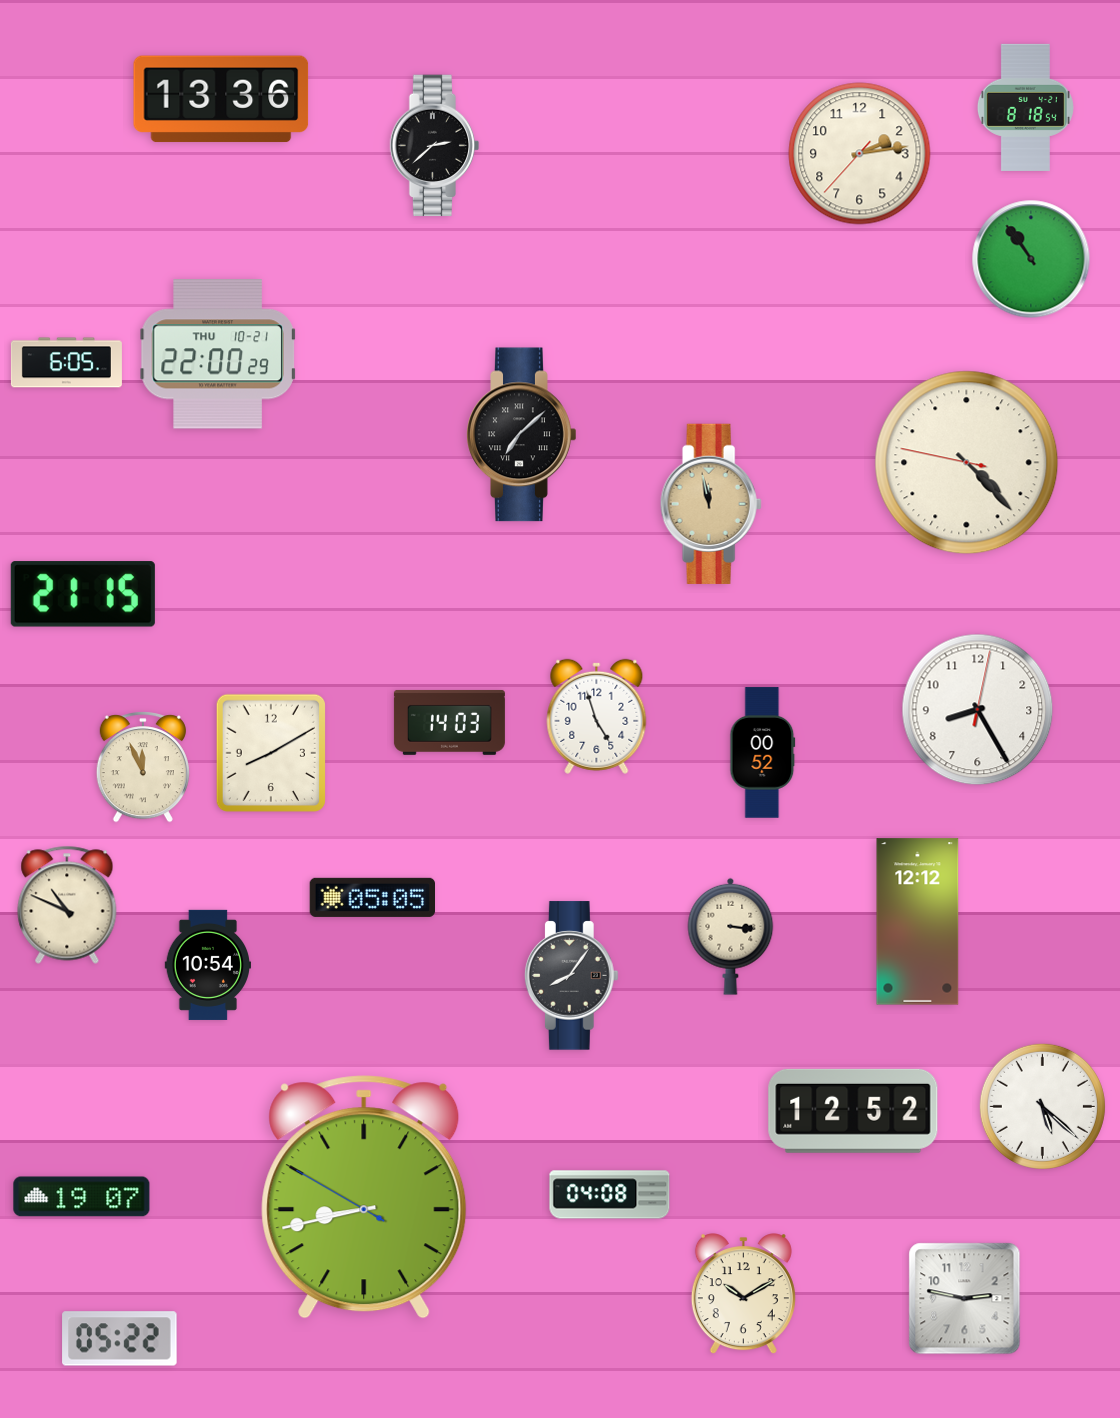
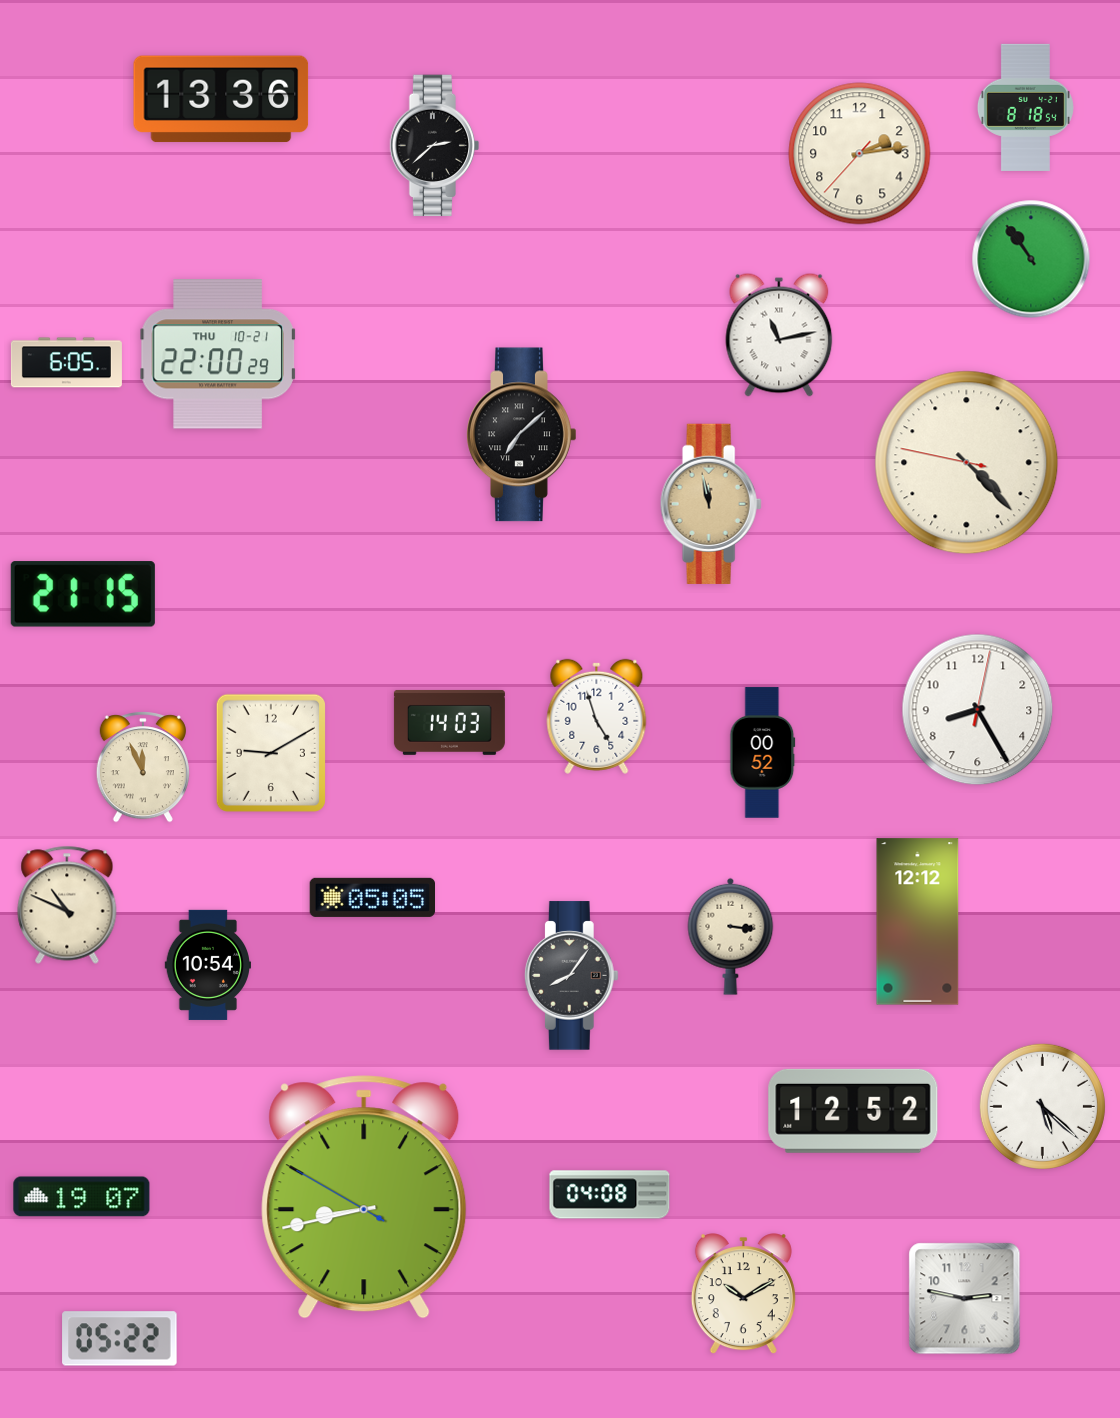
clock at (779, 335): none -> 11:13
clock at (271, 752): 8:10 -> 9:10
